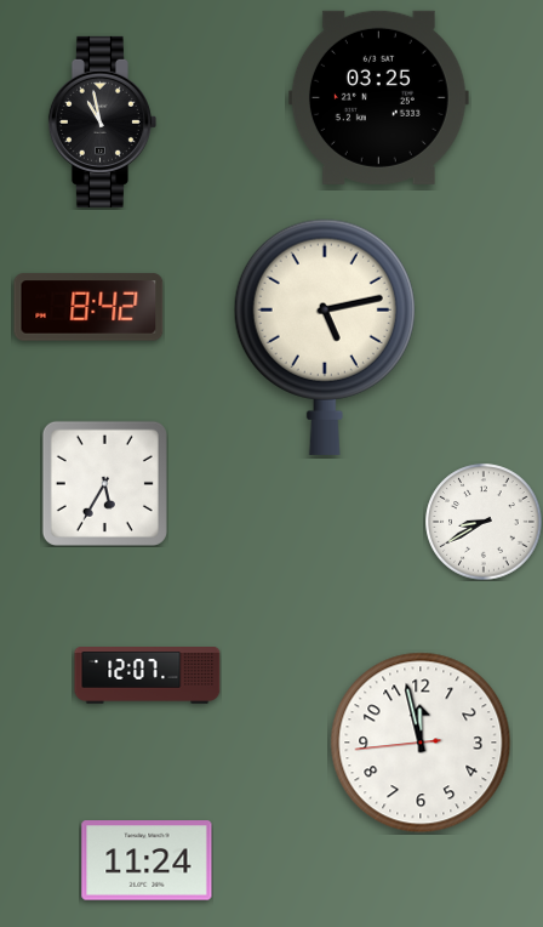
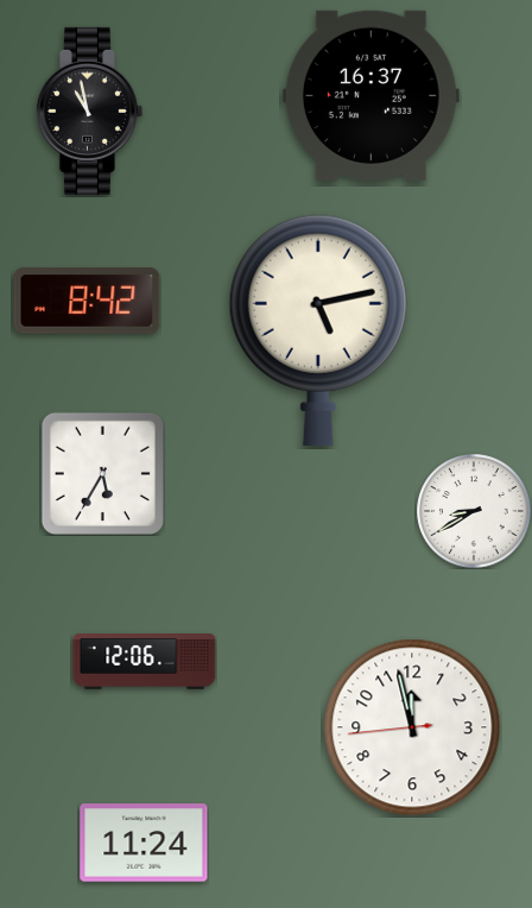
clock at (378, 97): 03:25 -> 16:37
clock at (102, 121) position: (102, 121) -> (89, 111)
clock at (148, 676): 12:07 -> 12:06
